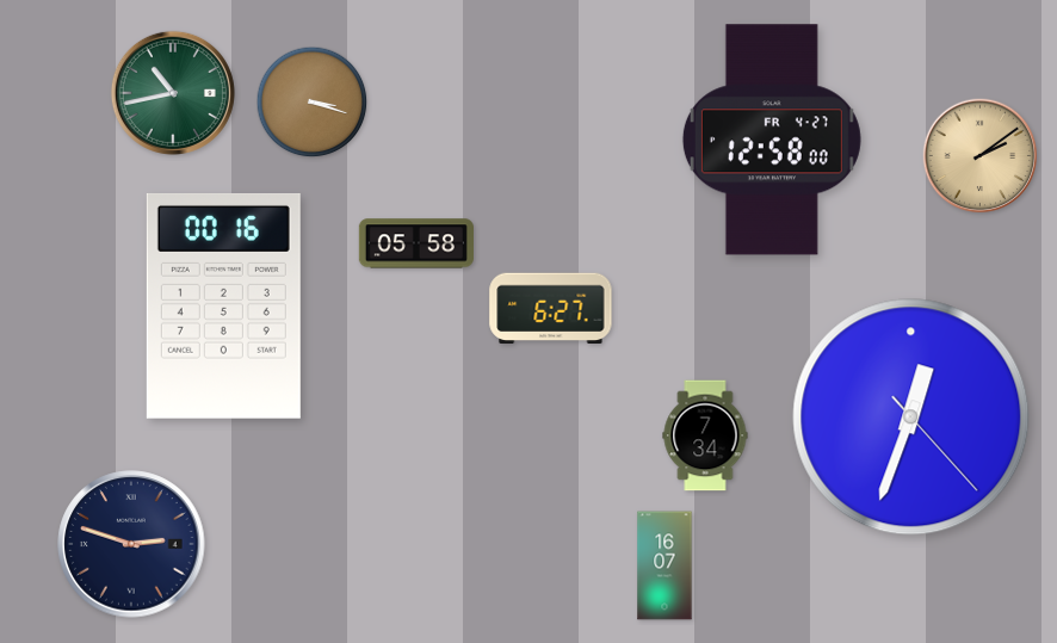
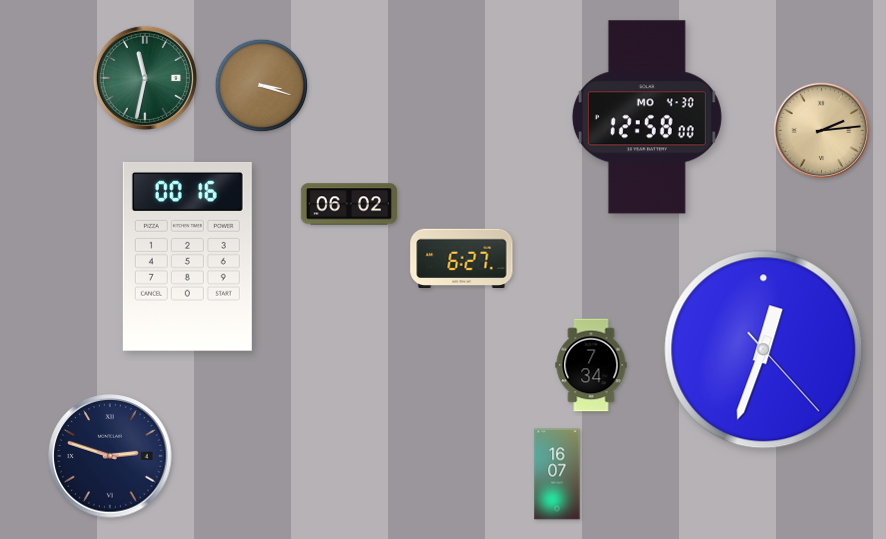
clock at (173, 93): 10:43 -> 11:32
clock at (772, 140) date: FR 4-27 -> MO 4-30
clock at (981, 156): 2:09 -> 2:14
clock at (416, 243): 05:58 -> 06:02
